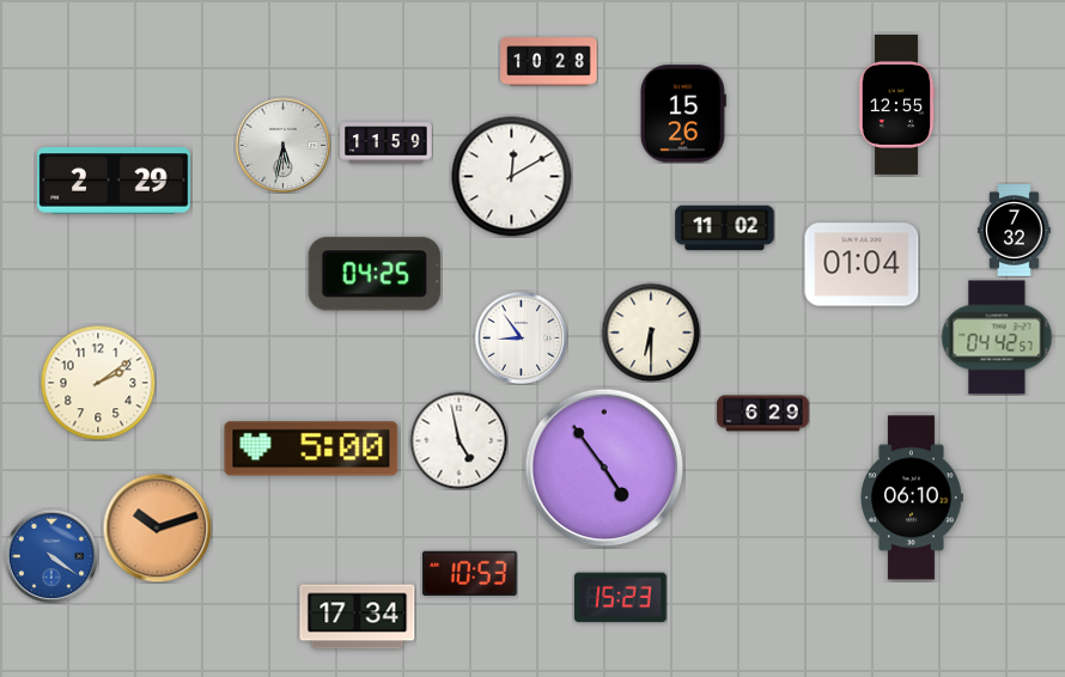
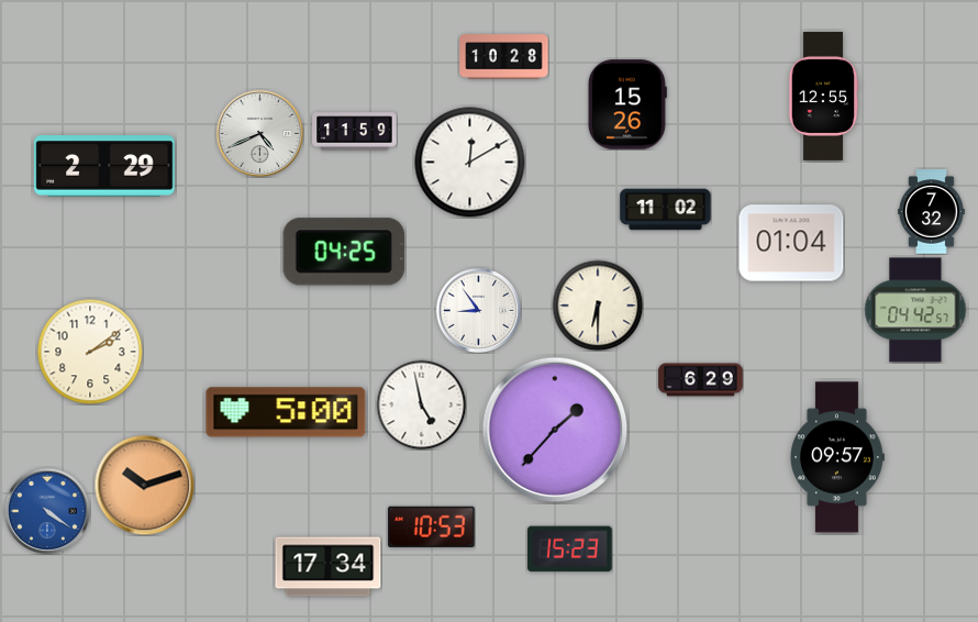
clock at (282, 145): 5:32 -> 4:41
clock at (604, 468): 4:54 -> 1:37
clock at (912, 498): 06:10 -> 09:57
